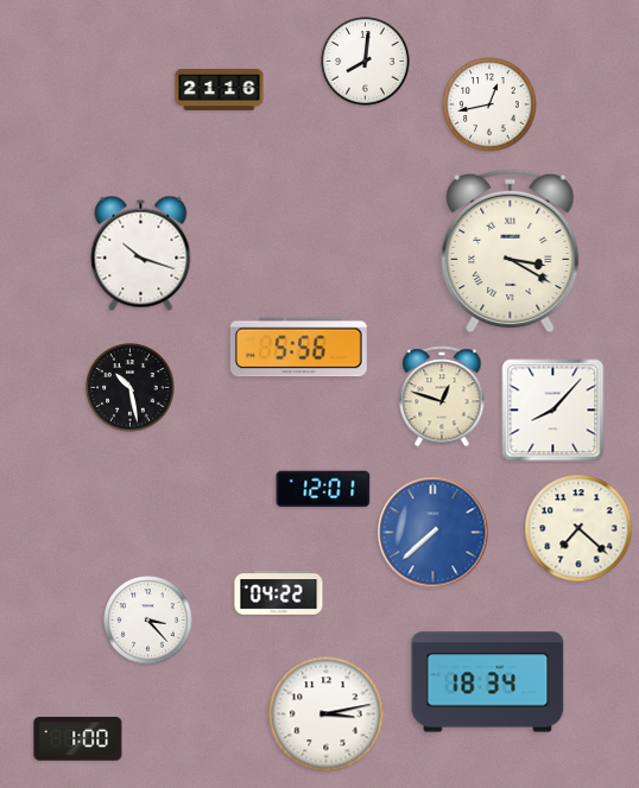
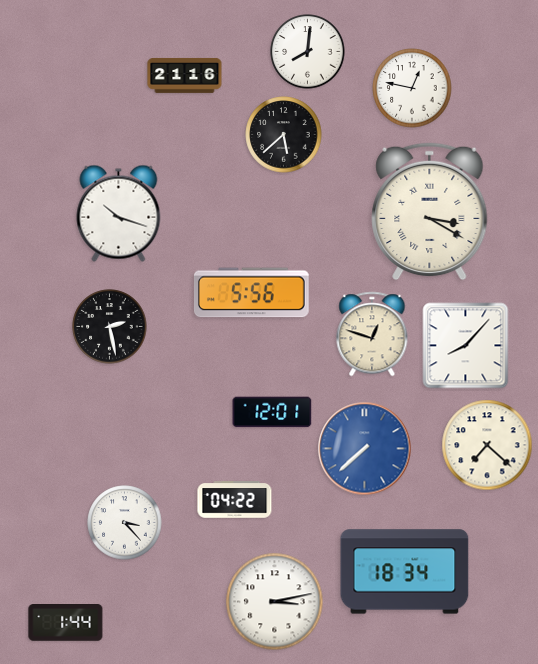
clock at (489, 104): 12:43 -> 12:47
clock at (284, 135): none -> 5:38
clock at (131, 388): 10:28 -> 2:28
clock at (488, 682) position: (488, 682) -> (405, 572)
clock at (78, 739): 1:00 -> 1:44
